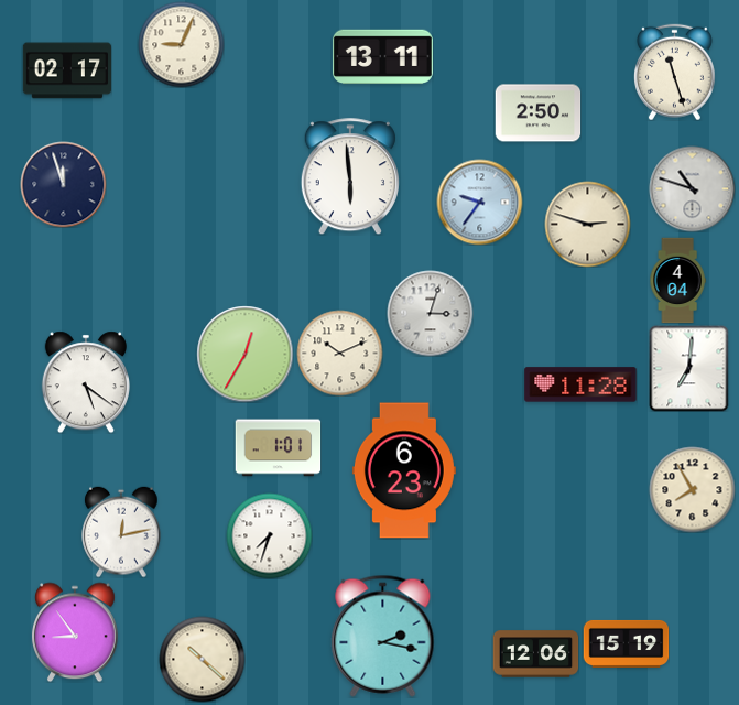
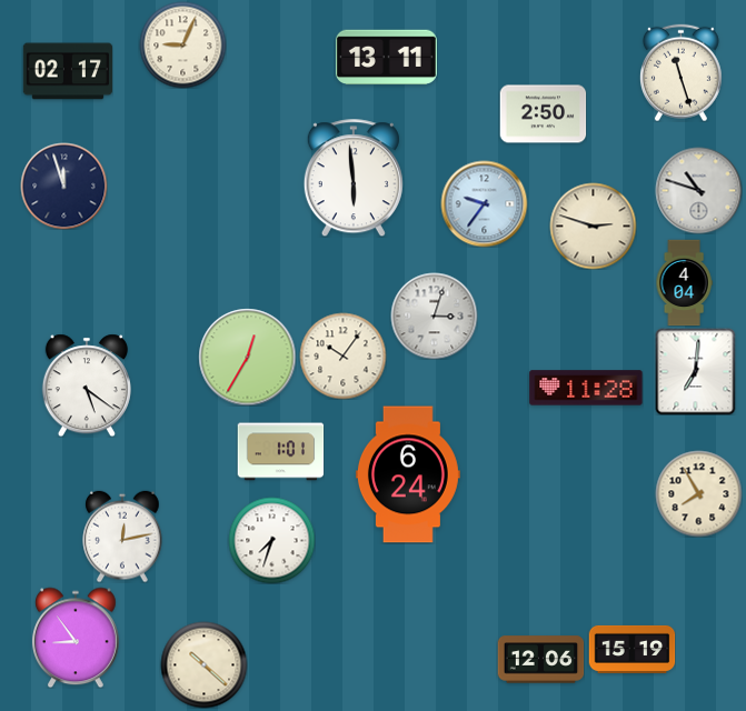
clock at (339, 352): 10:11 -> 10:06
clock at (404, 470): 6:23 -> 6:24
clock at (383, 636): 2:17 -> none
